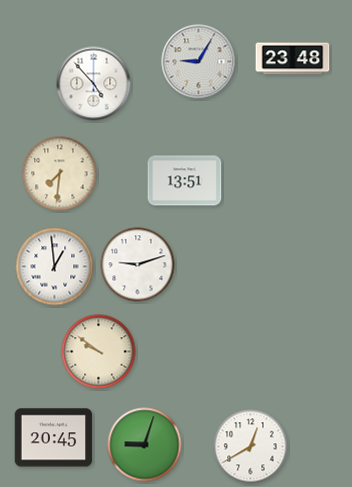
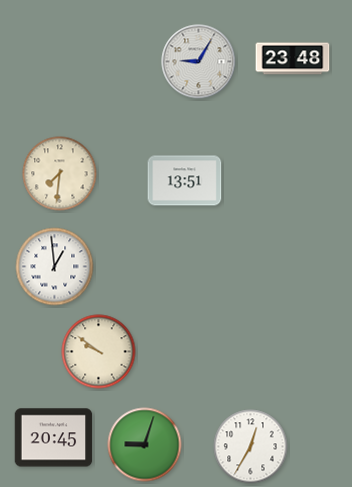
clock at (94, 84): 4:53 -> none
clock at (138, 265): 9:12 -> none
clock at (251, 447): 12:40 -> 12:35
